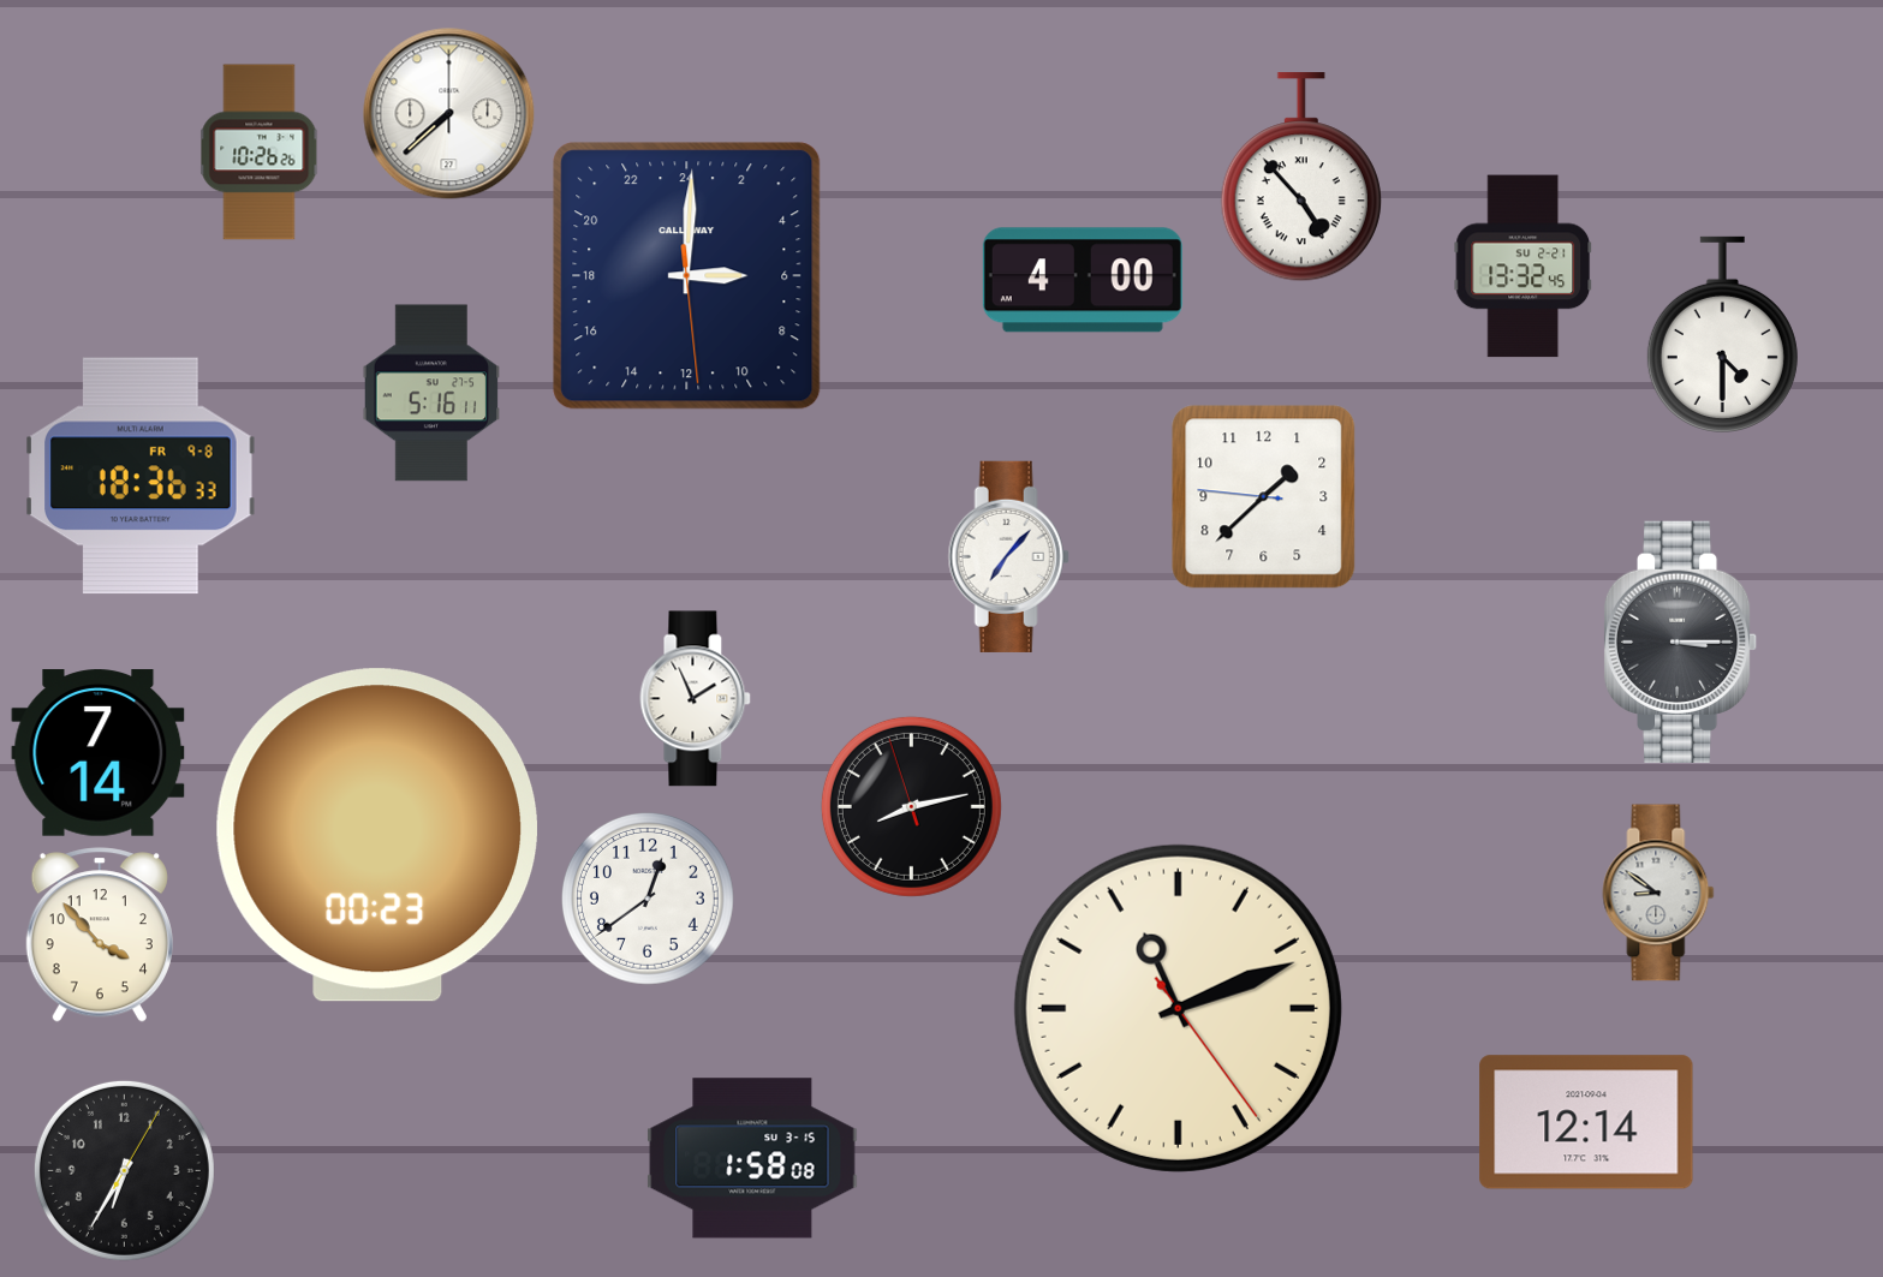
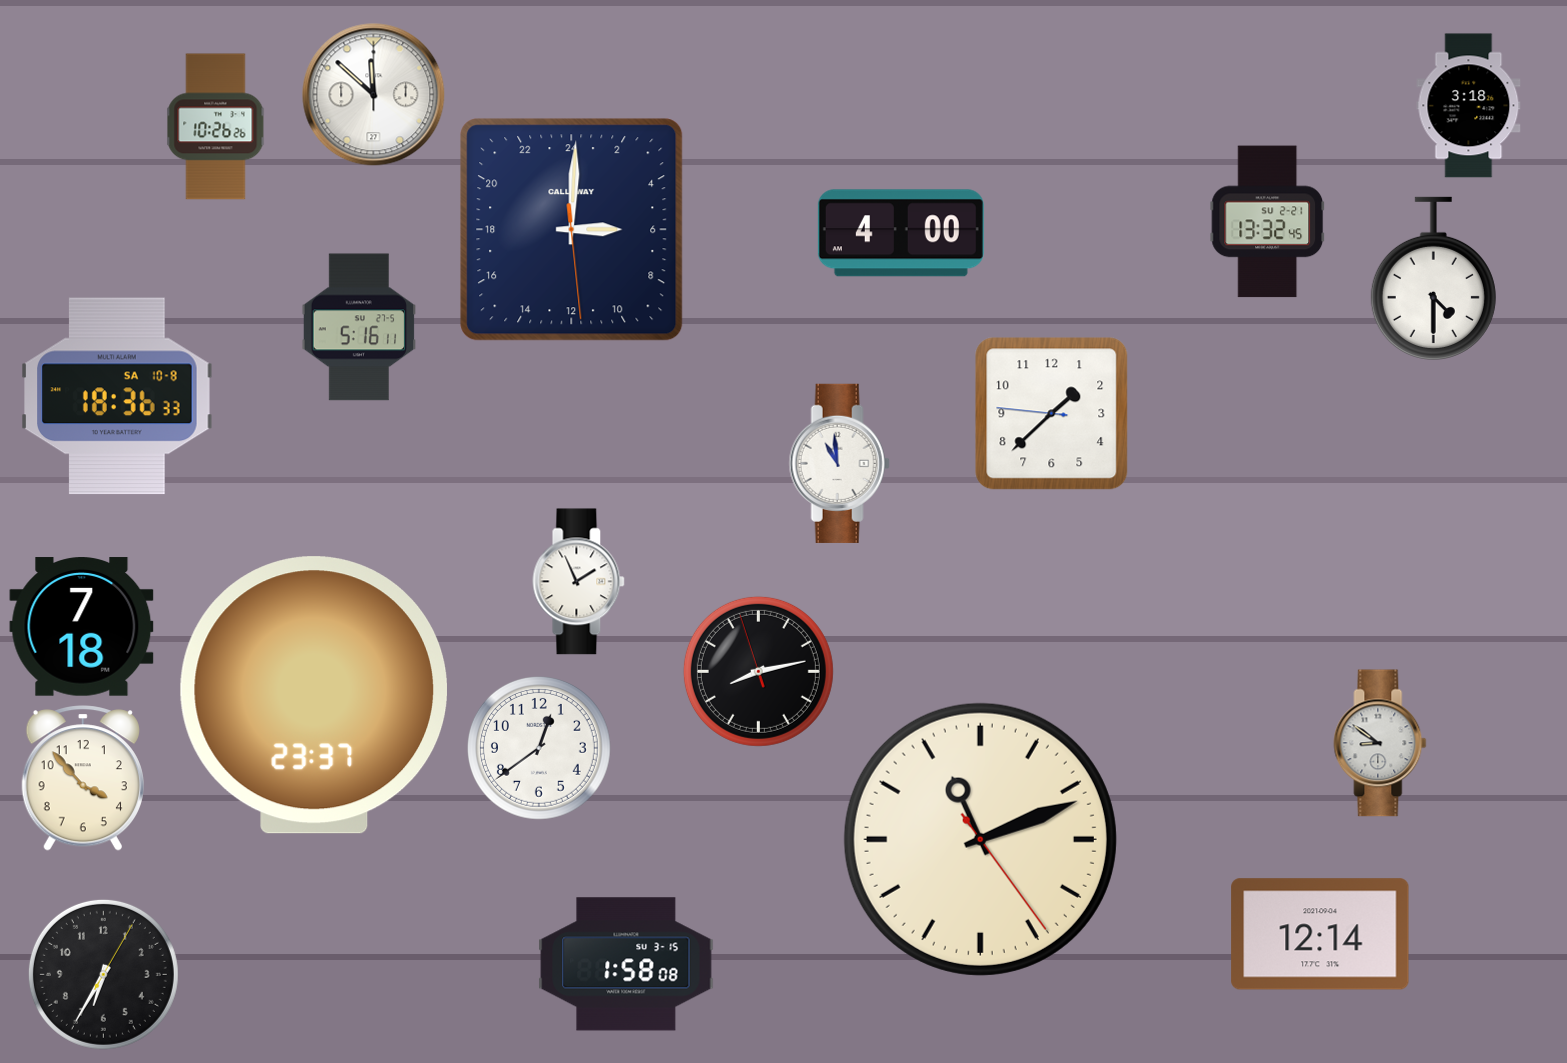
clock at (449, 114): 7:38 -> 11:52
clock at (1469, 106): none -> 3:18
clock at (1301, 178): 4:53 -> none
clock at (141, 476) date: FR 9-8 -> SA 10-8
clock at (1008, 556): 7:07 -> 10:59
clock at (1681, 642): 3:15 -> none
clock at (99, 753): 7:14 -> 7:18
clock at (377, 835): 00:23 -> 23:37
